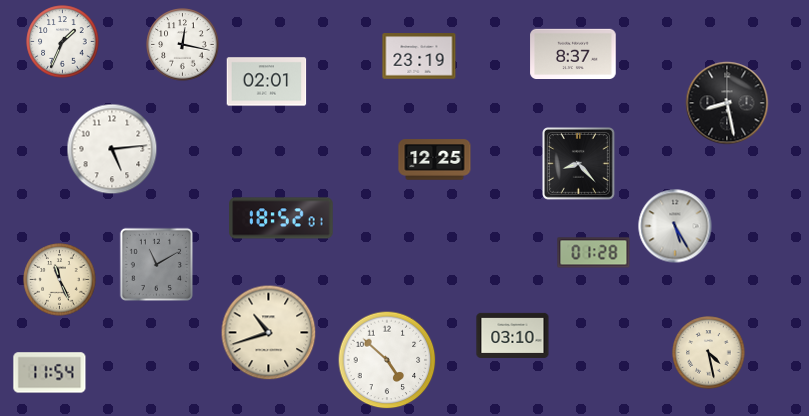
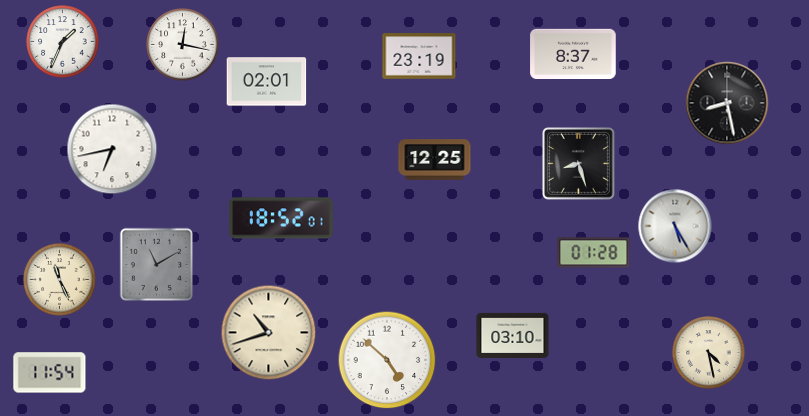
clock at (112, 149): 5:14 -> 6:43
clock at (579, 164): 8:23 -> 8:27
